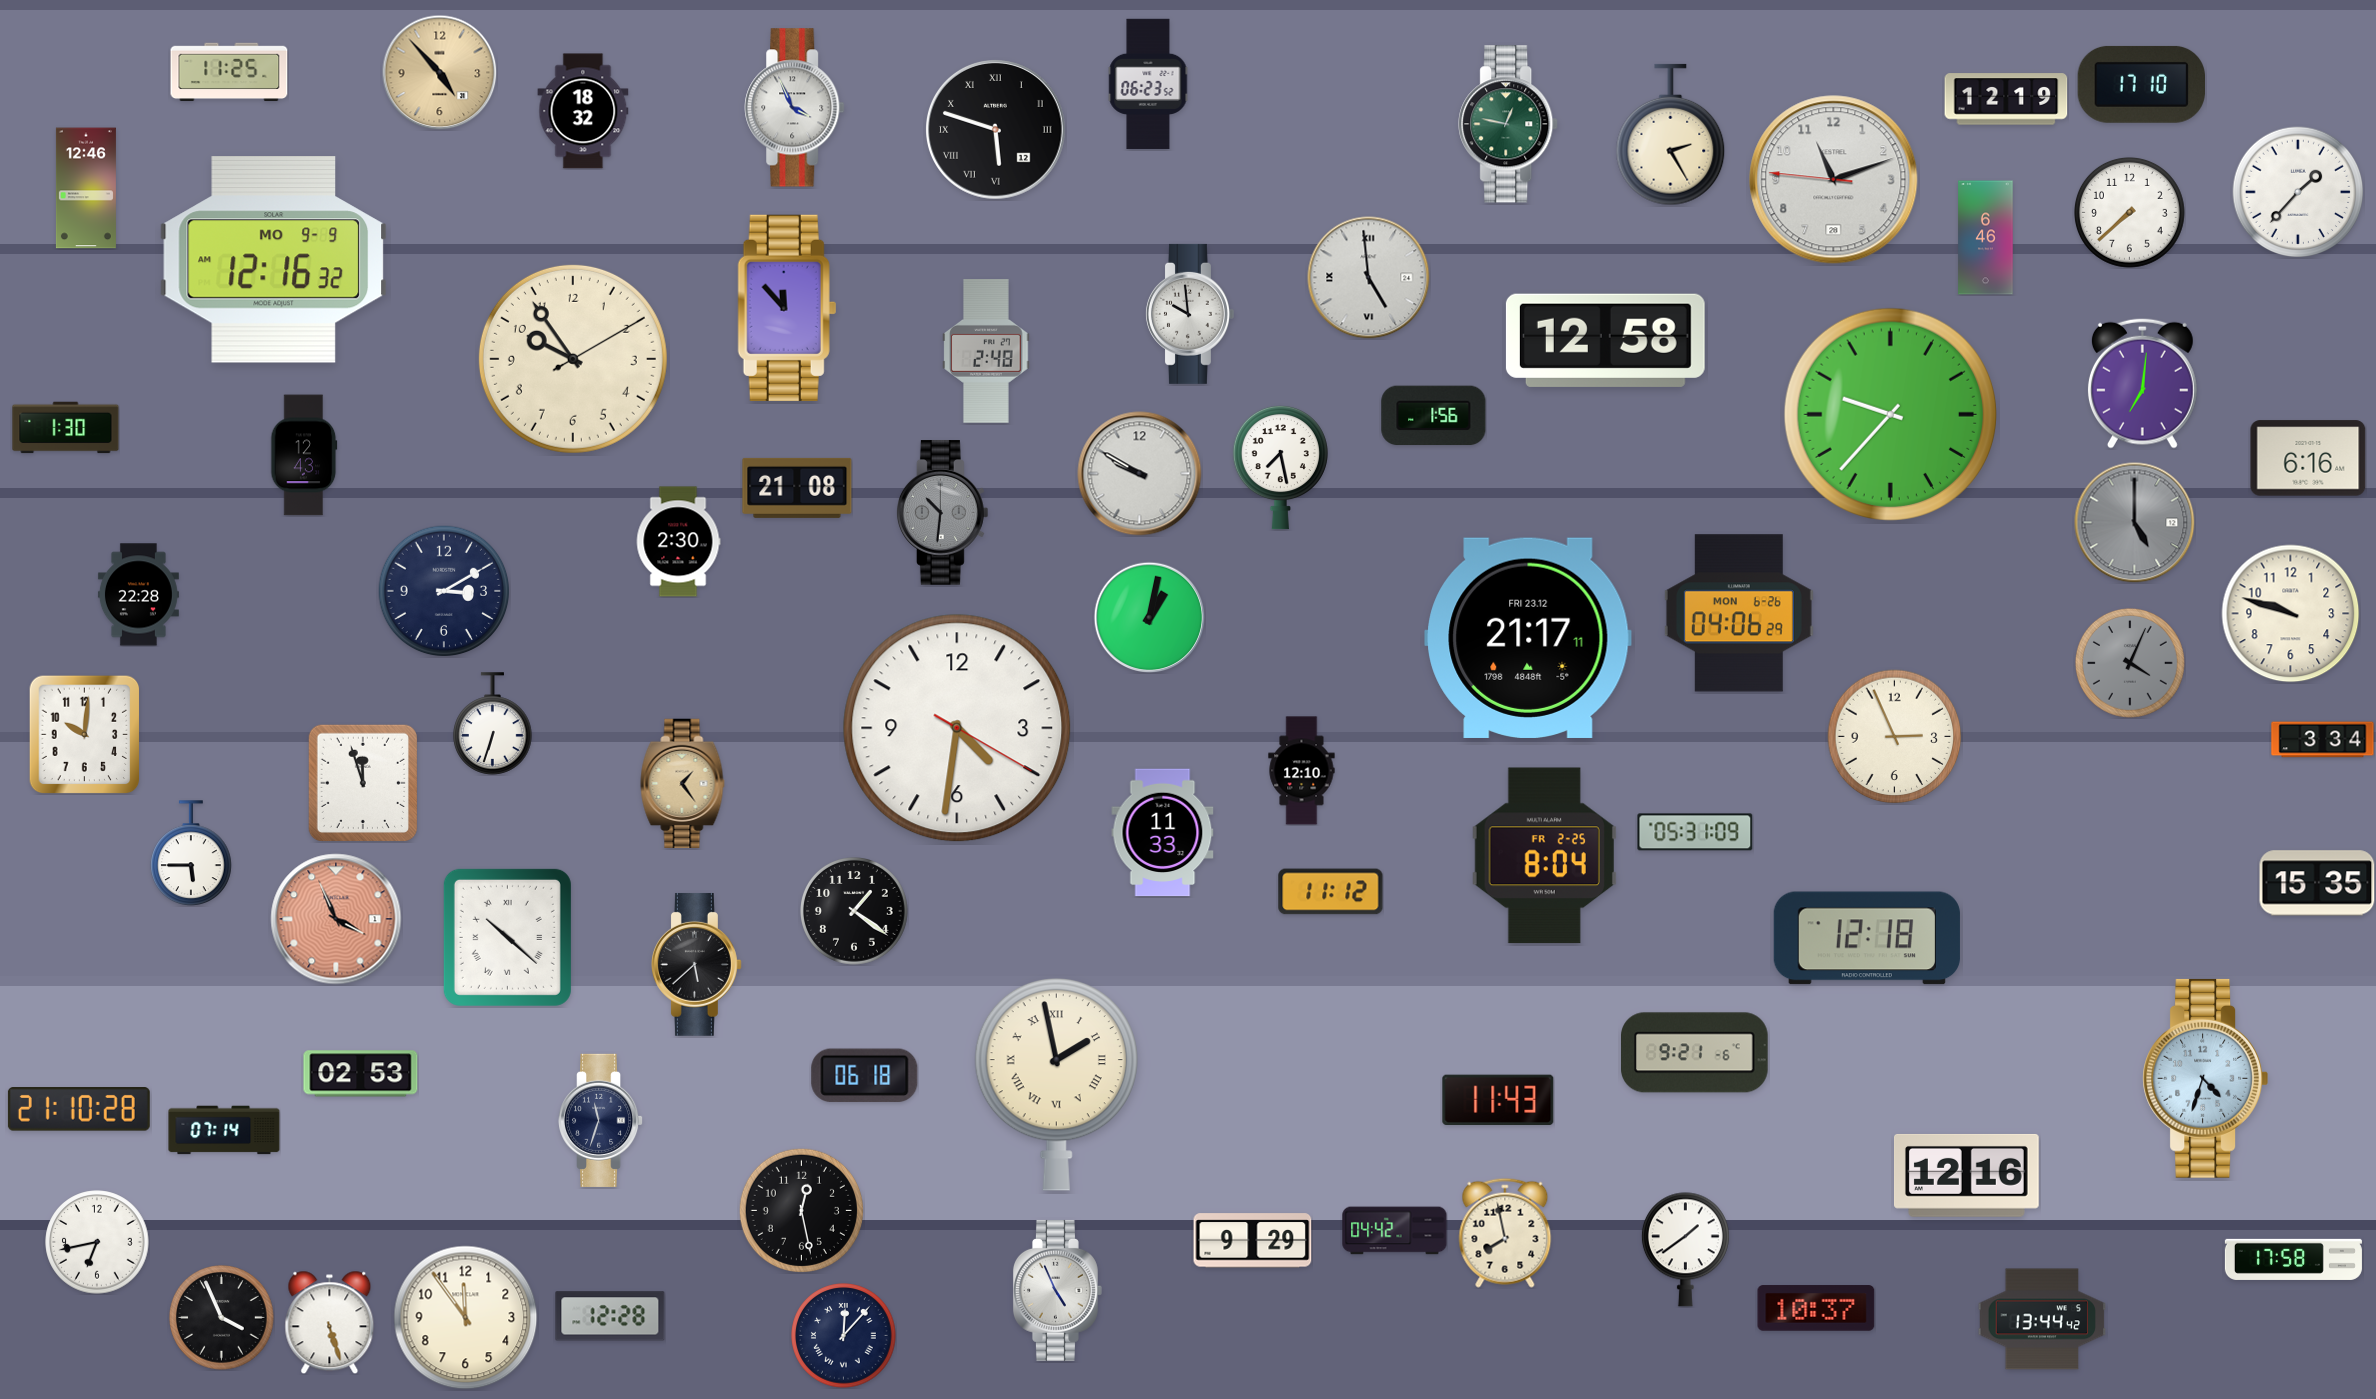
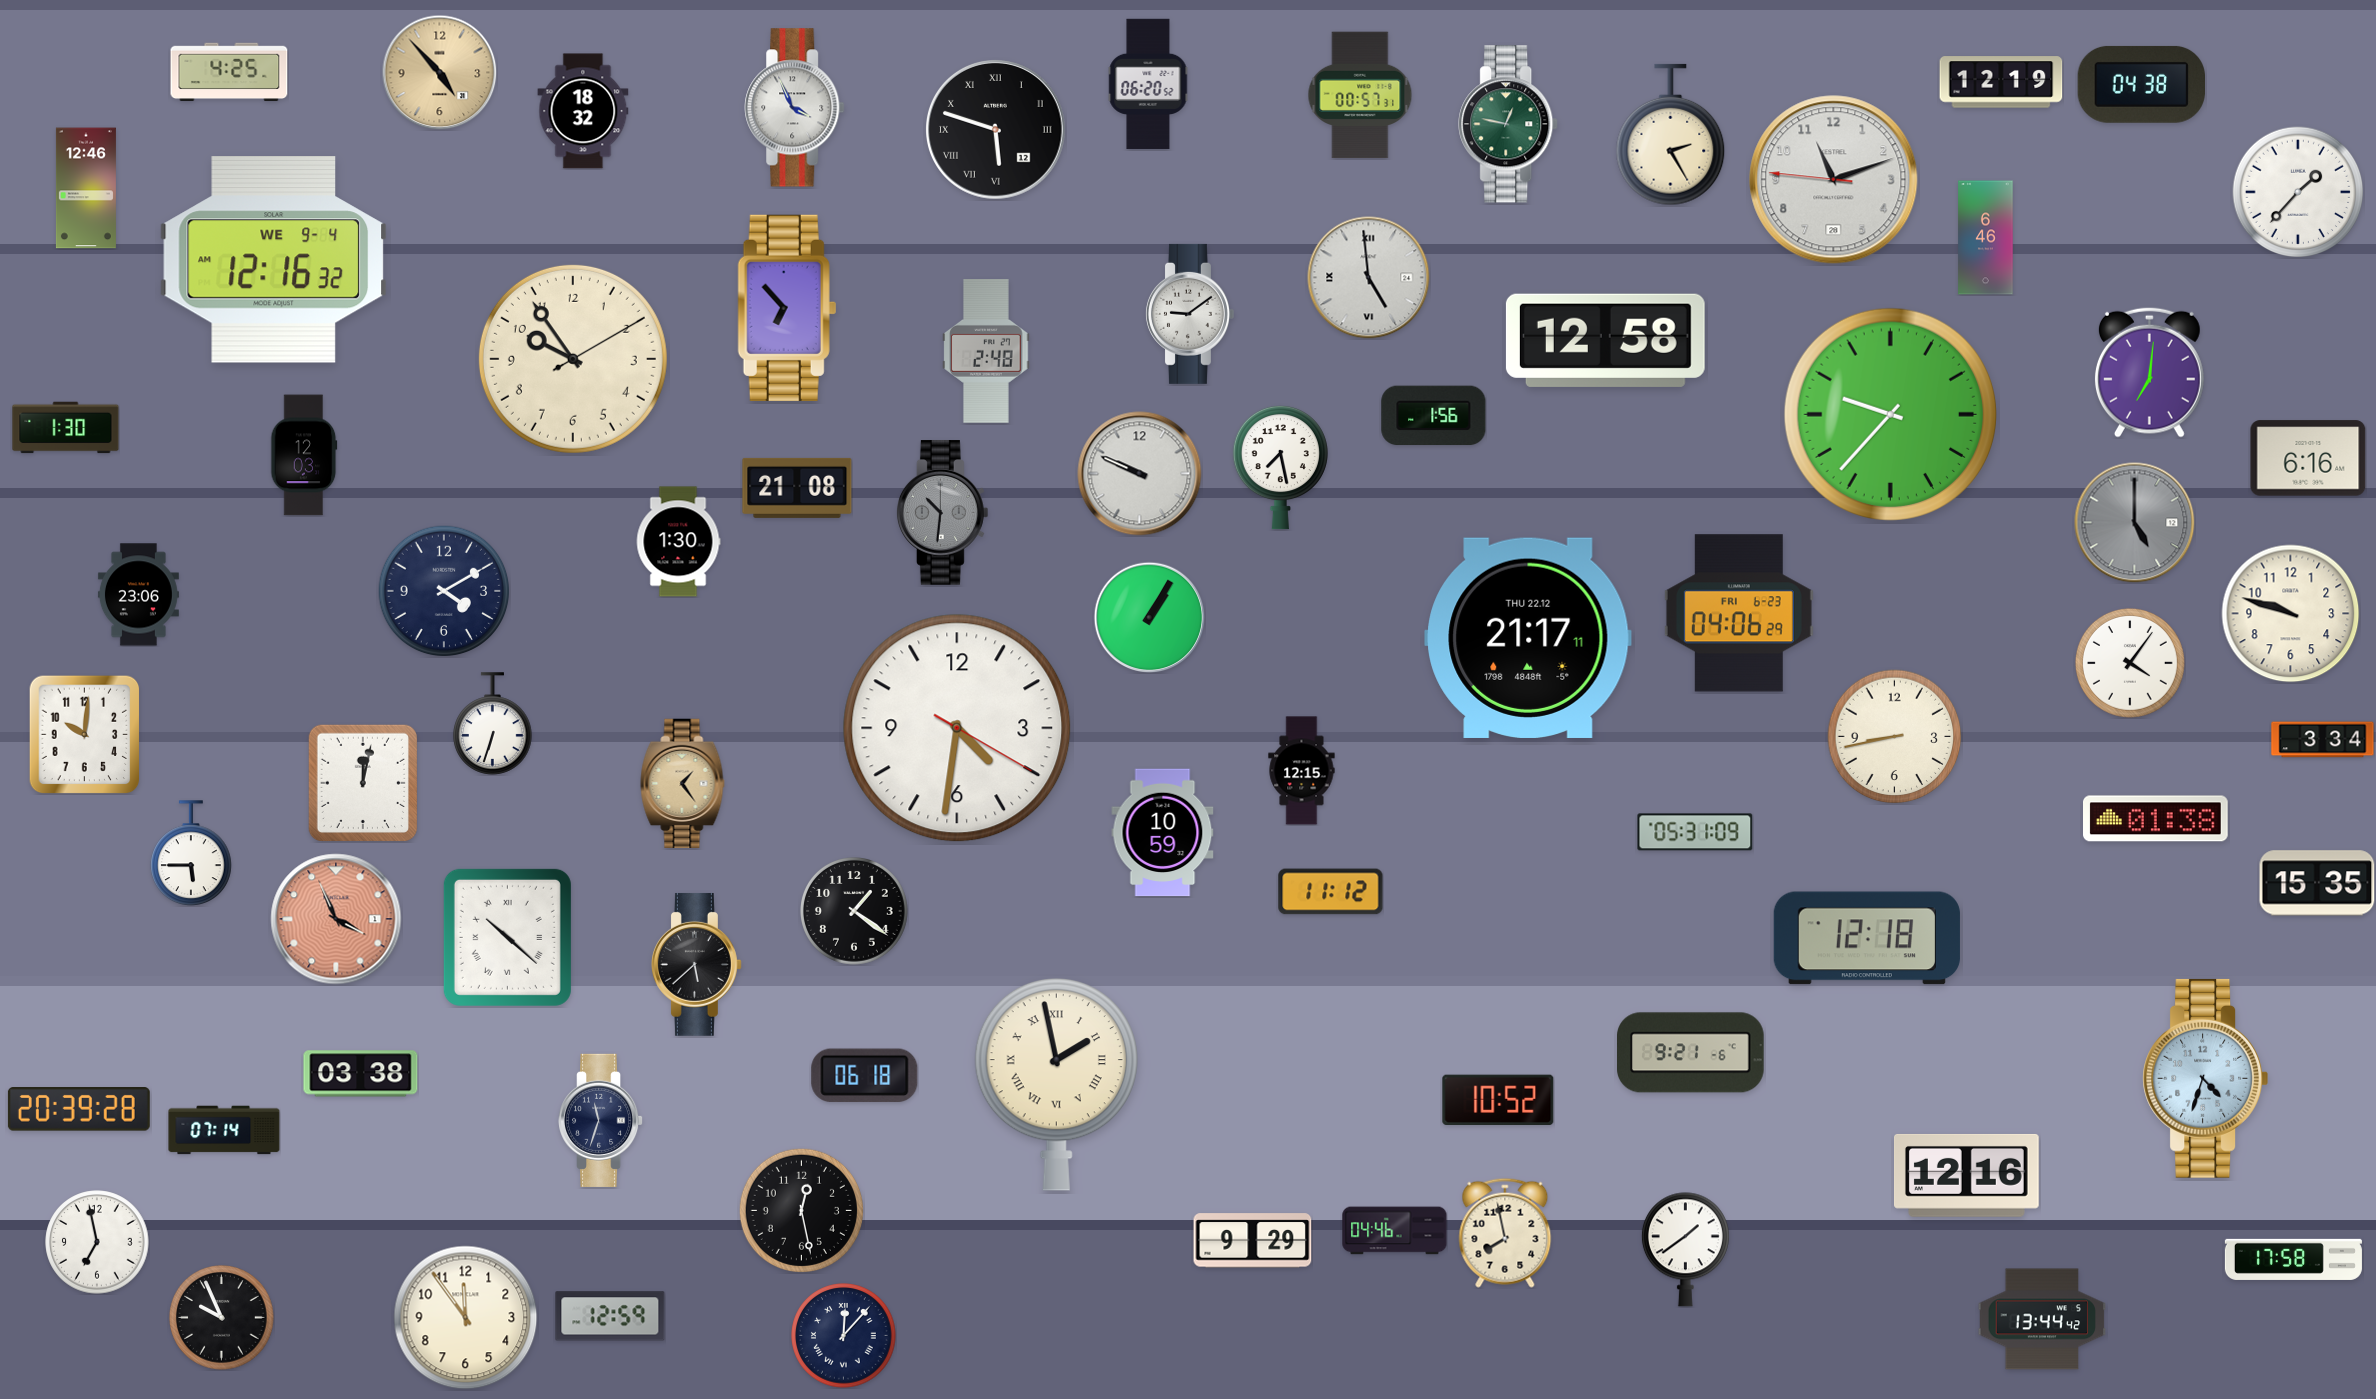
clock at (229, 72): 11:25 -> 4:25
clock at (1148, 84): 06:23 -> 06:20
clock at (2141, 84): 17:10 -> 04:38
clock at (1360, 95): none -> 00:57
clock at (2006, 99) position: (2006, 99) -> (2001, 82)
clock at (2129, 212): 7:38 -> none
clock at (274, 260) date: MO 9-9 -> WE 9-4
clock at (787, 308): 11:53 -> 6:53
clock at (1189, 314): 9:59 -> 9:09
clock at (2142, 383) position: (2142, 383) -> (2149, 372)
clock at (304, 455): 12:43 -> 12:03
clock at (1140, 474): 9:50 -> 9:49
clock at (678, 542): 2:30 -> 1:30
clock at (444, 591): 3:10 -> 4:10
clock at (138, 595): 22:28 -> 23:06
clock at (1739, 613) date: MON 6-26 -> FRI 6-23
clock at (1149, 617): 1:02 -> 1:05
clock at (1528, 638) date: FRI 23.12 -> THU 22.12
clock at (2130, 663): 4:04 -> 4:06
clock at (2130, 663) dial: grey -> white
clock at (1895, 737): 2:56 -> 8:43
clock at (1302, 771): 12:10 -> 12:15
clock at (362, 782): 11:57 -> 12:02
clock at (2156, 819): none -> 01:38
clock at (1163, 833): 11:33 -> 10:59
clock at (1544, 856): 8:04 -> none
clock at (1695, 1053) position: (1695, 1053) -> (1691, 1053)
clock at (361, 1074): 02:53 -> 03:38
clock at (1498, 1099): 11:43 -> 10:52
clock at (79, 1110): 21:10 -> 20:39
clock at (1395, 1231): 04:42 -> 04:46
clock at (97, 1242): 6:43 -> 6:58
clock at (1057, 1290): 4:56 -> none
clock at (1816, 1308): 10:37 -> none
clock at (610, 1316): 12:28 -> 12:59
clock at (222, 1318): 3:56 -> 9:56
clock at (330, 1322): 5:27 -> none
